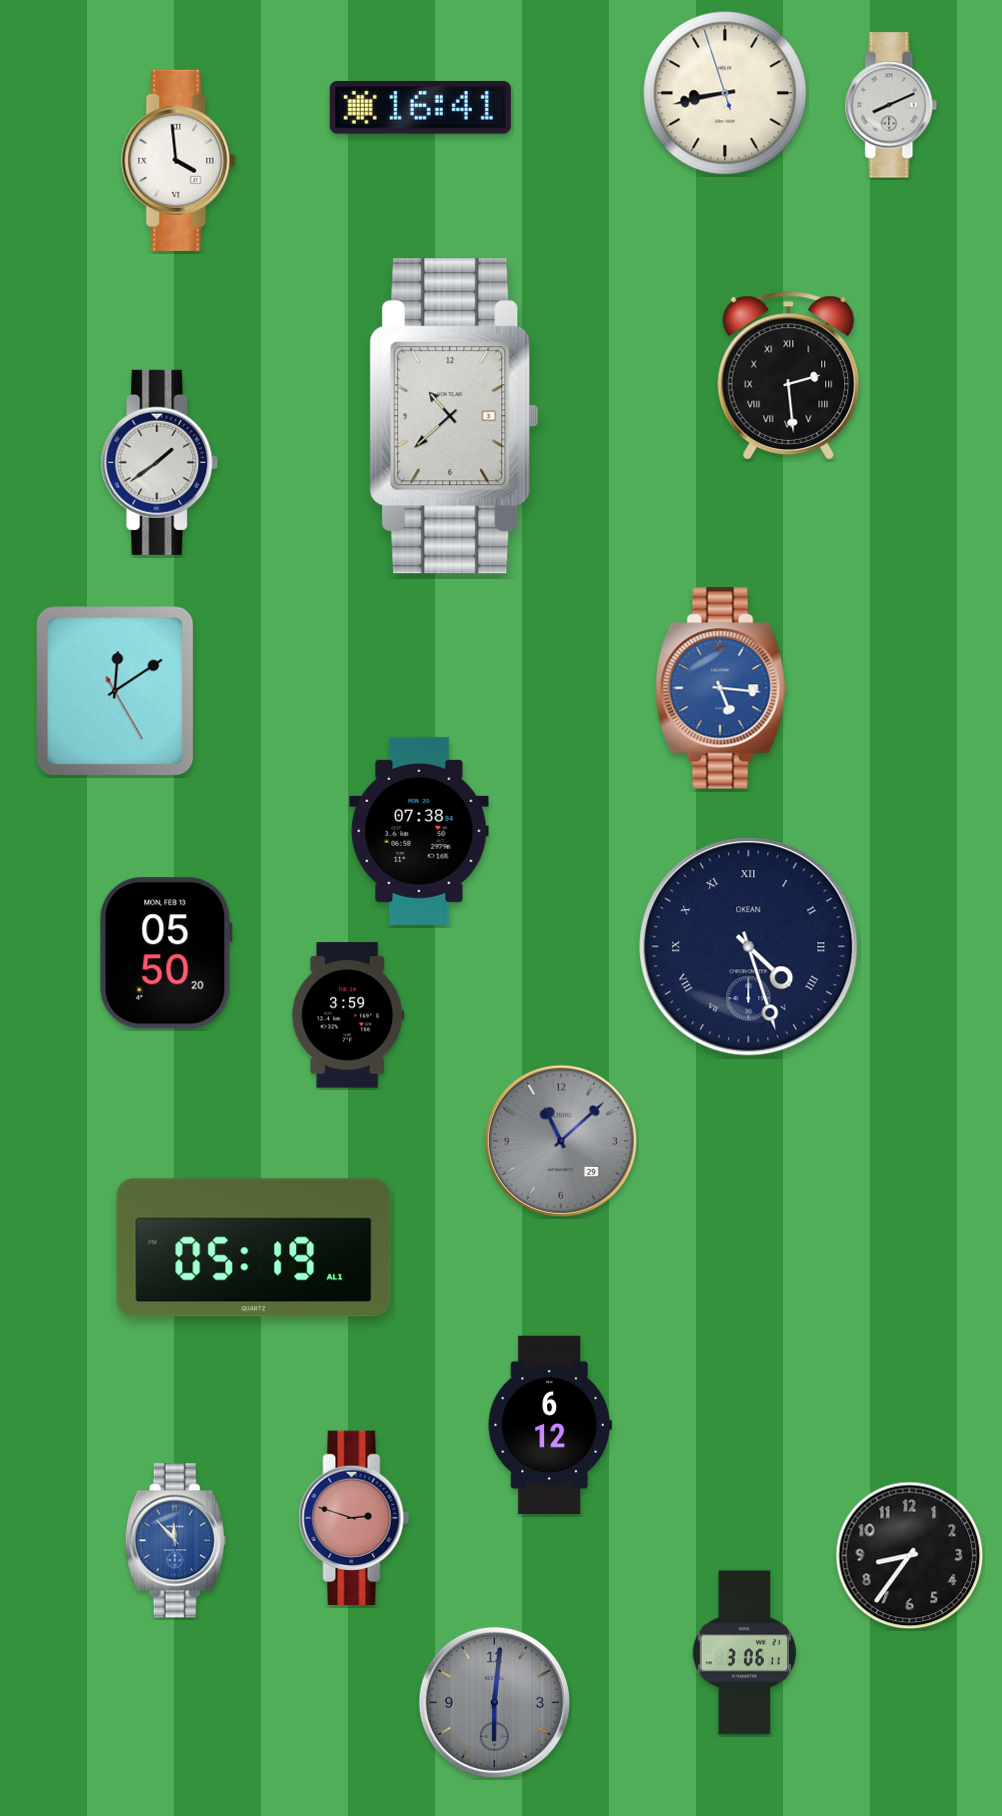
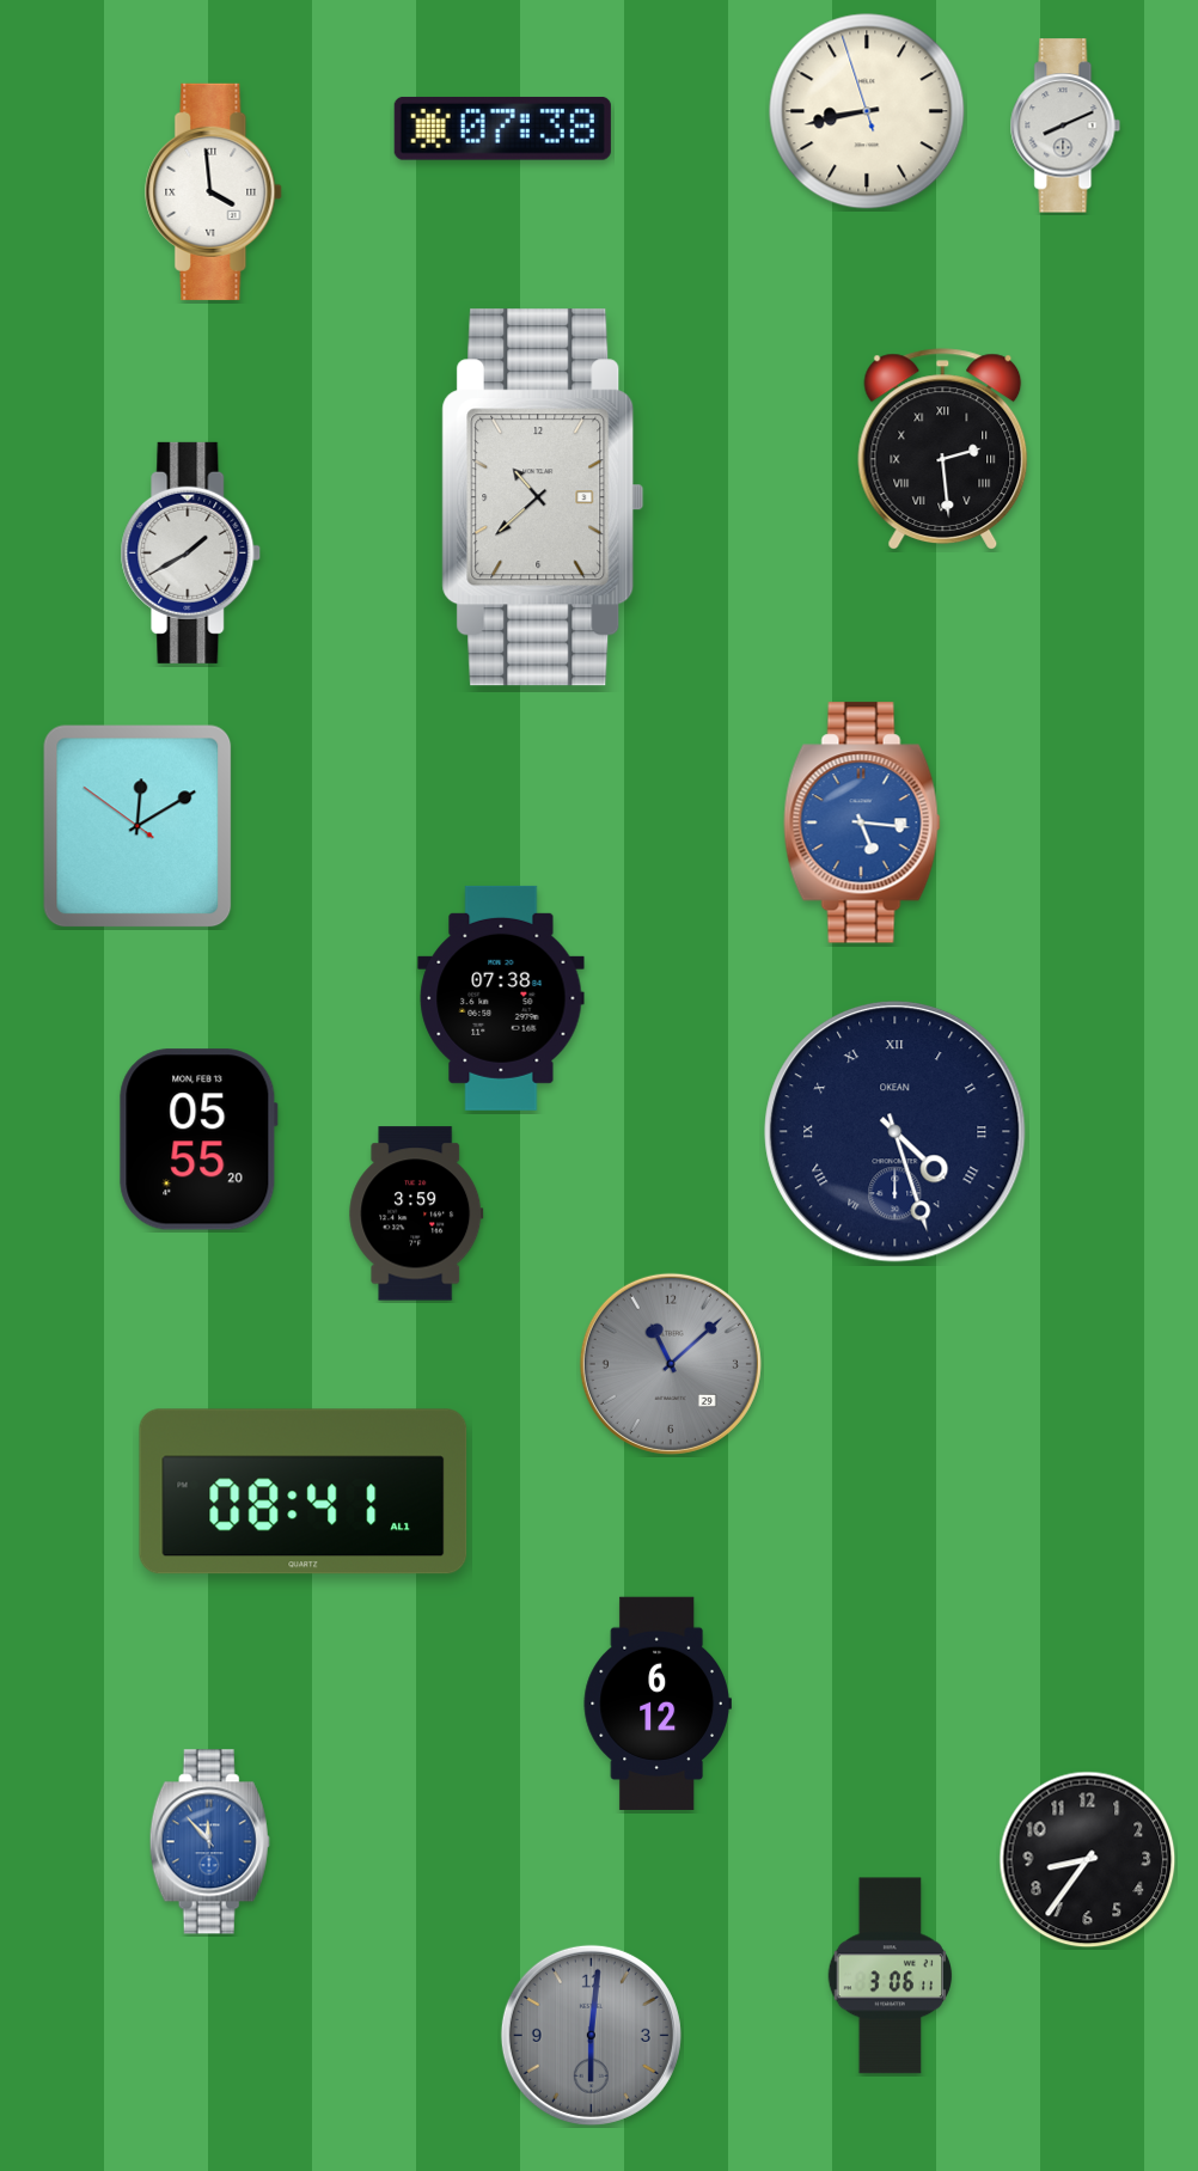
clock at (420, 107): 16:41 -> 07:38
clock at (160, 462): 1:39 -> 1:40
clock at (115, 691): 12:09:25 -> 12:09:51
clock at (419, 831) position: (419, 831) -> (501, 998)
clock at (166, 953): 05:50 -> 05:55
clock at (254, 1248): 05:19 -> 08:41
clock at (354, 1518): 2:48 -> none
